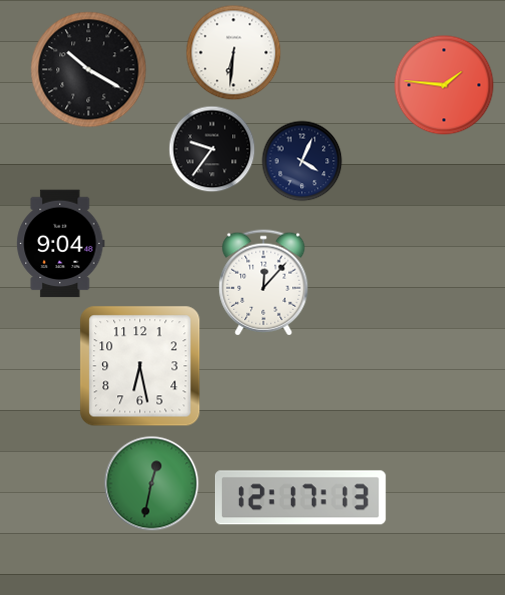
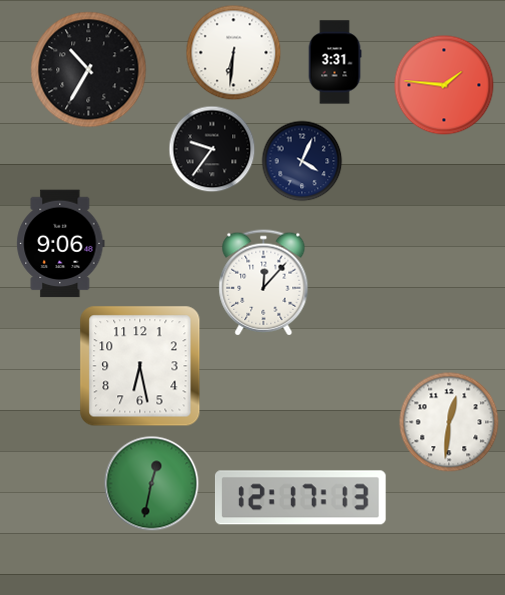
clock at (335, 62): none -> 3:31
clock at (89, 70): 10:20 -> 10:35
clock at (61, 244): 9:04 -> 9:06
clock at (449, 422): none -> 12:31
